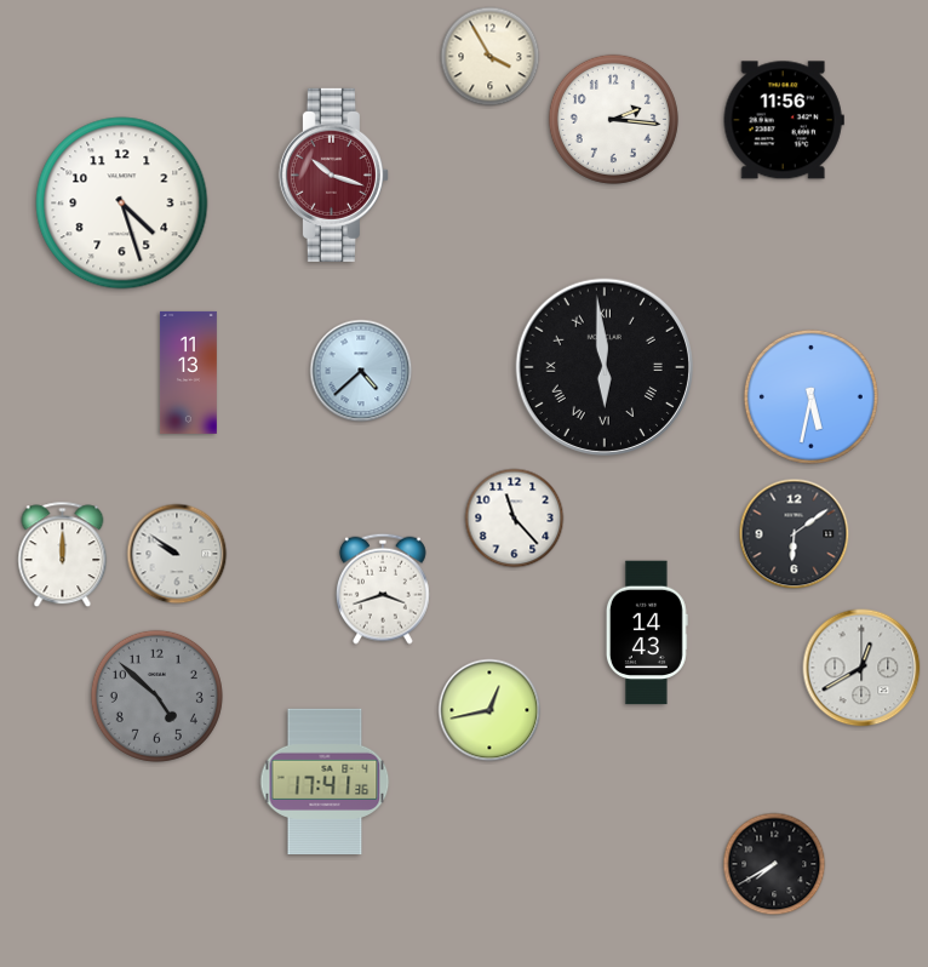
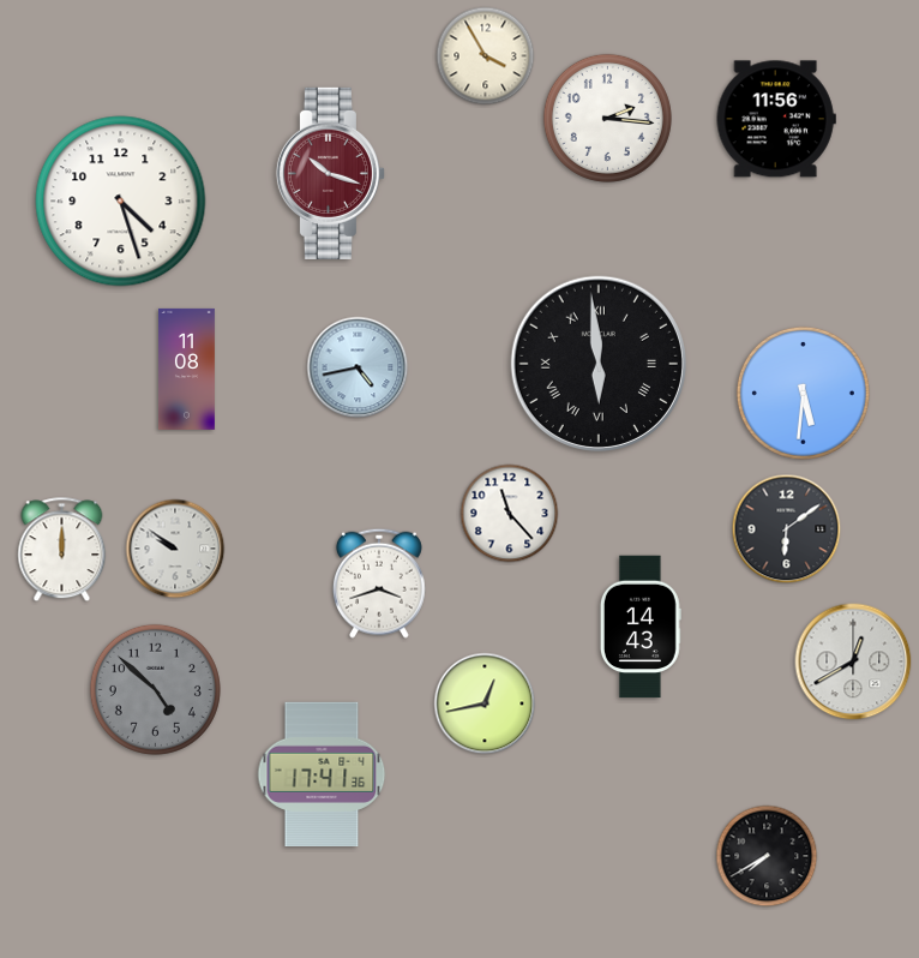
clock at (361, 371): 4:38 -> 4:43
clock at (189, 372): 11:13 -> 11:08
clock at (810, 396): 5:32 -> 5:31
